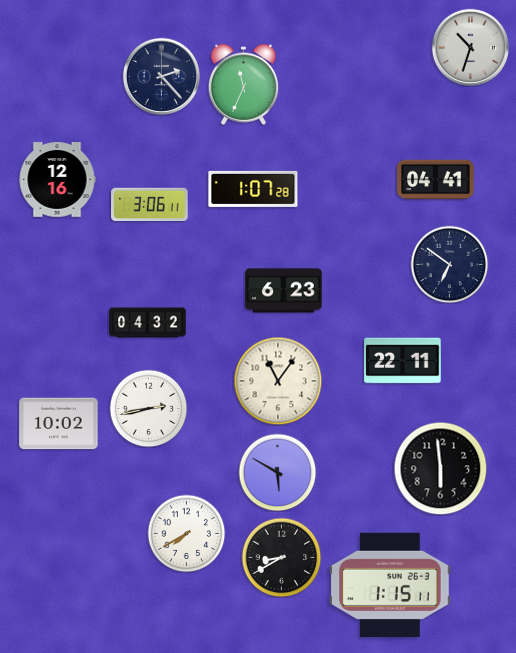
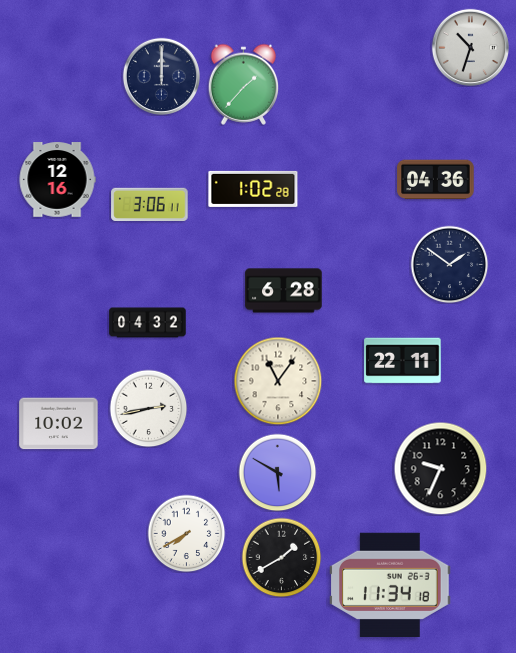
clock at (161, 76): 2:23 -> 12:00
clock at (244, 84): 11:34 -> 1:37
clock at (436, 180): 04:41 -> 04:36
clock at (253, 189): 1:07 -> 1:02
clock at (449, 264): 6:51 -> 1:51
clock at (284, 291): 6:23 -> 6:28
clock at (440, 468): 5:59 -> 9:34
clock at (281, 557): 8:40 -> 1:40
clock at (390, 584): 1:15 -> 11:34
